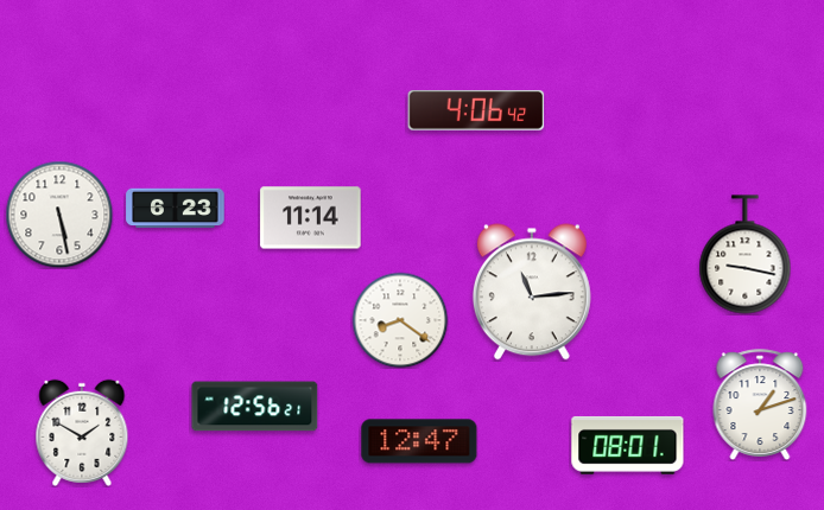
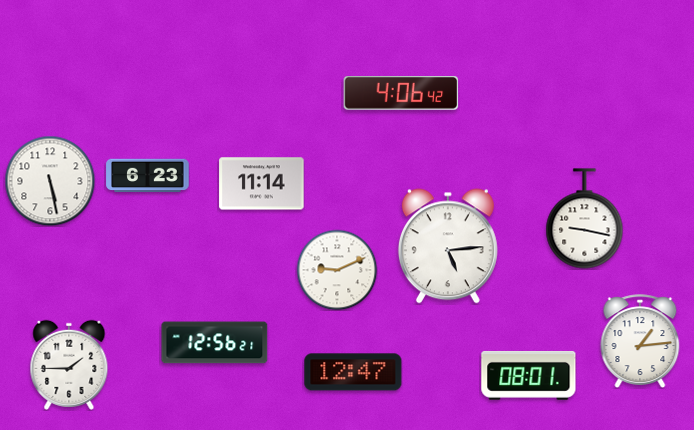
clock at (746, 255) position: (746, 255) -> (585, 219)
clock at (532, 292): 11:14 -> 5:14
clock at (400, 320): 8:21 -> 9:11
clock at (760, 404): 1:12 -> 1:14
clock at (82, 433): 1:50 -> 1:45
